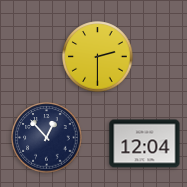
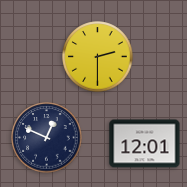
clock at (47, 138): 12:53 -> 12:49
clock at (145, 144): 12:04 -> 12:01
